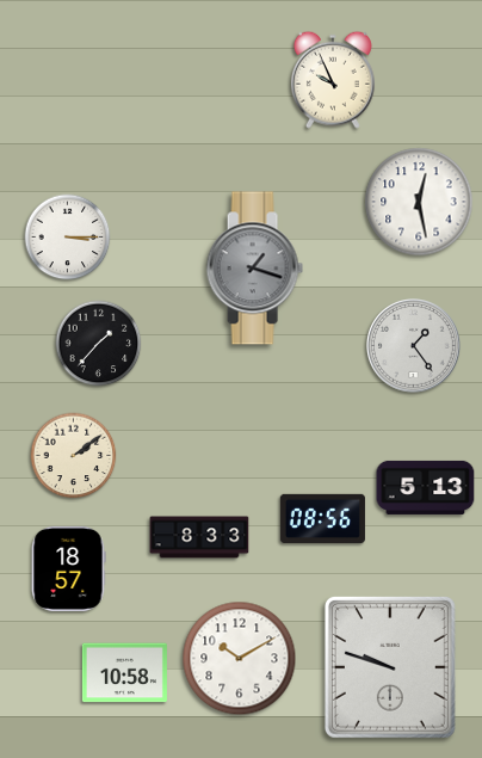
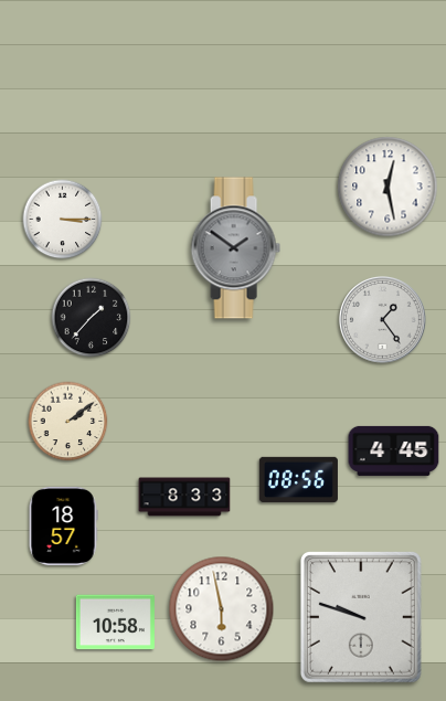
clock at (333, 80): 9:56 -> none
clock at (254, 269): 1:18 -> 1:51
clock at (426, 487): 5:13 -> 4:45
clock at (240, 659): 10:10 -> 5:58
